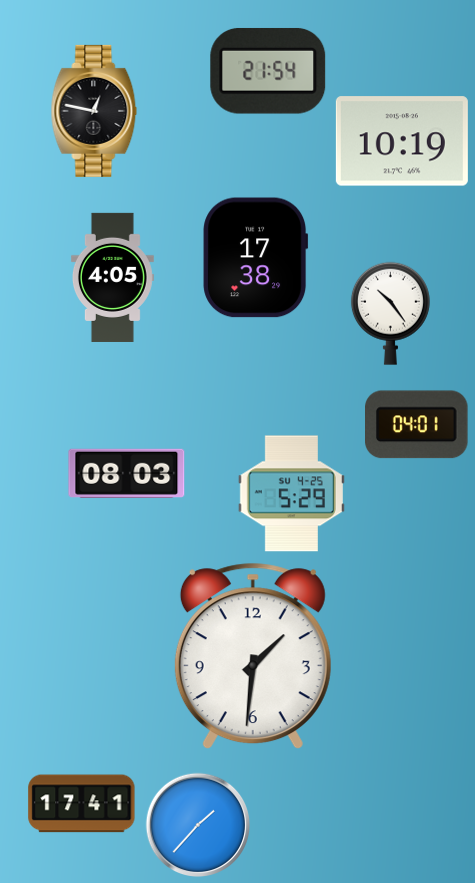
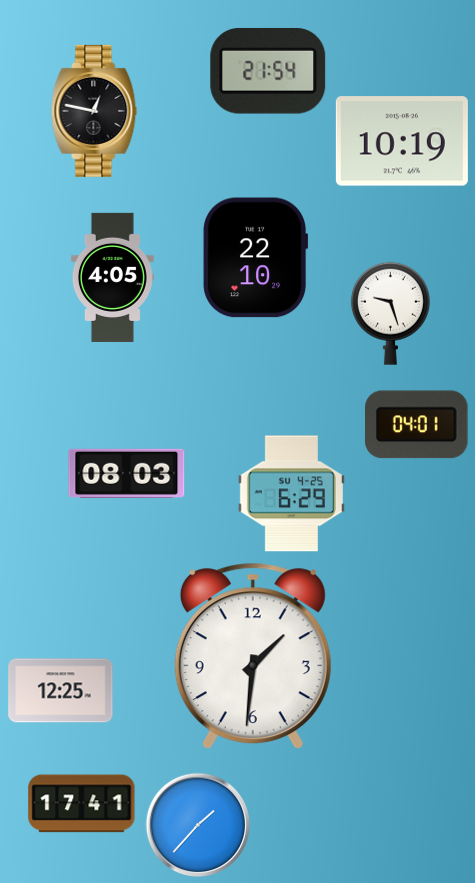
clock at (256, 258): 17:38 -> 22:10
clock at (390, 313): 10:24 -> 9:27
clock at (291, 494): 5:29 -> 6:29
clock at (61, 691): none -> 12:25
